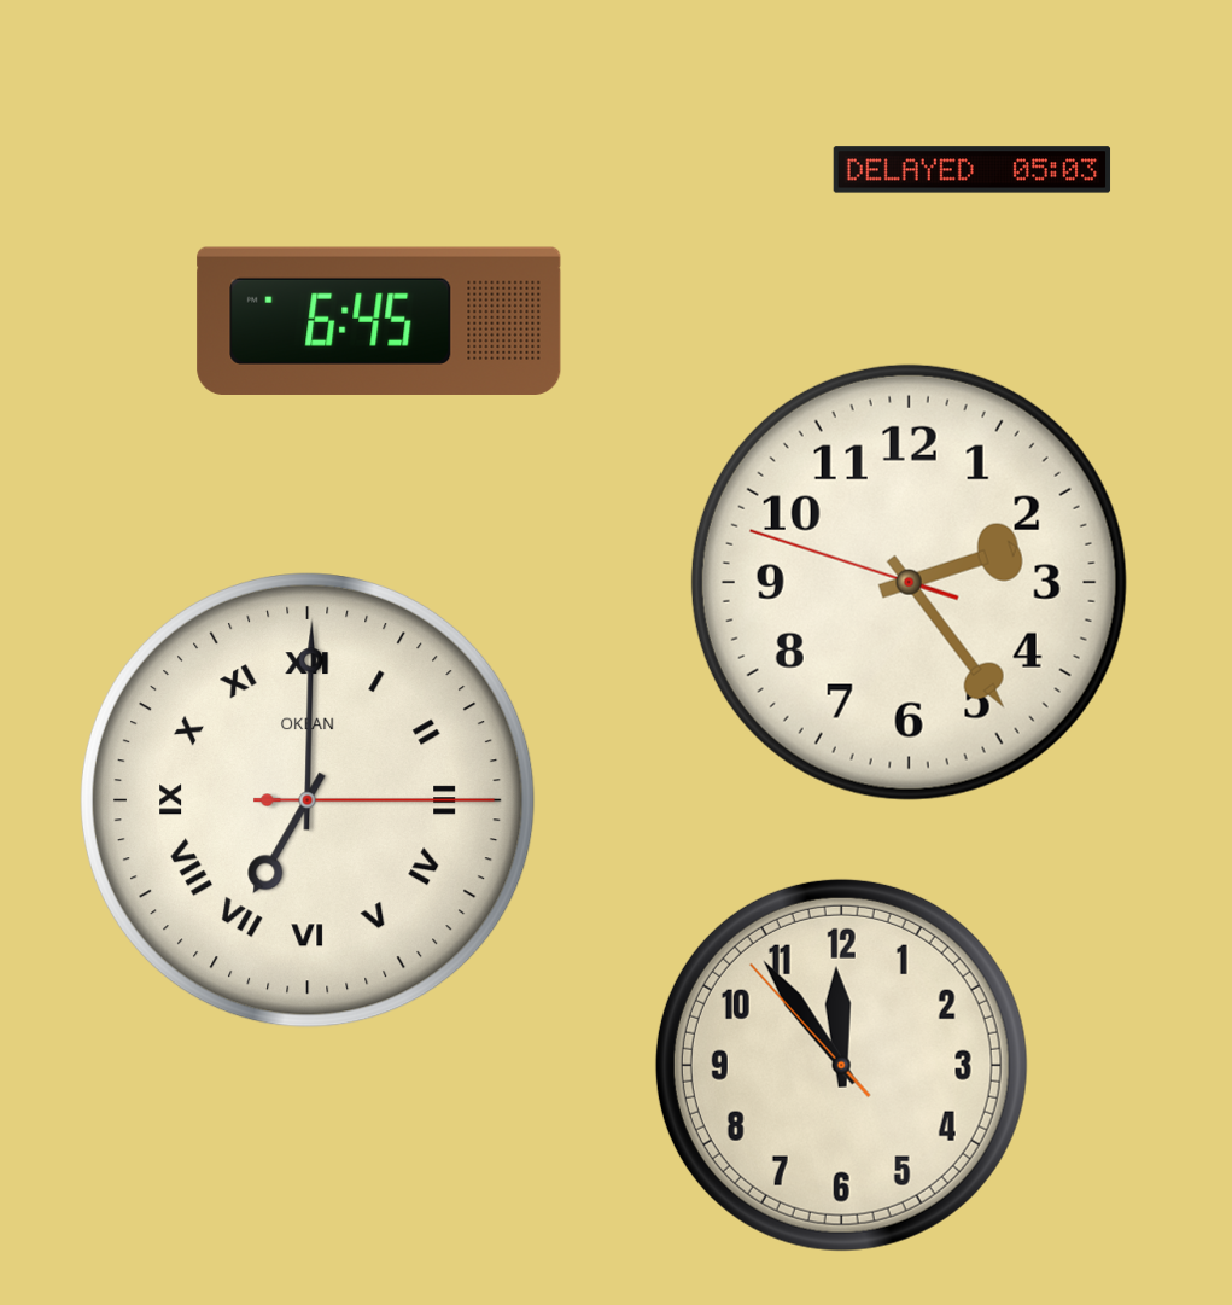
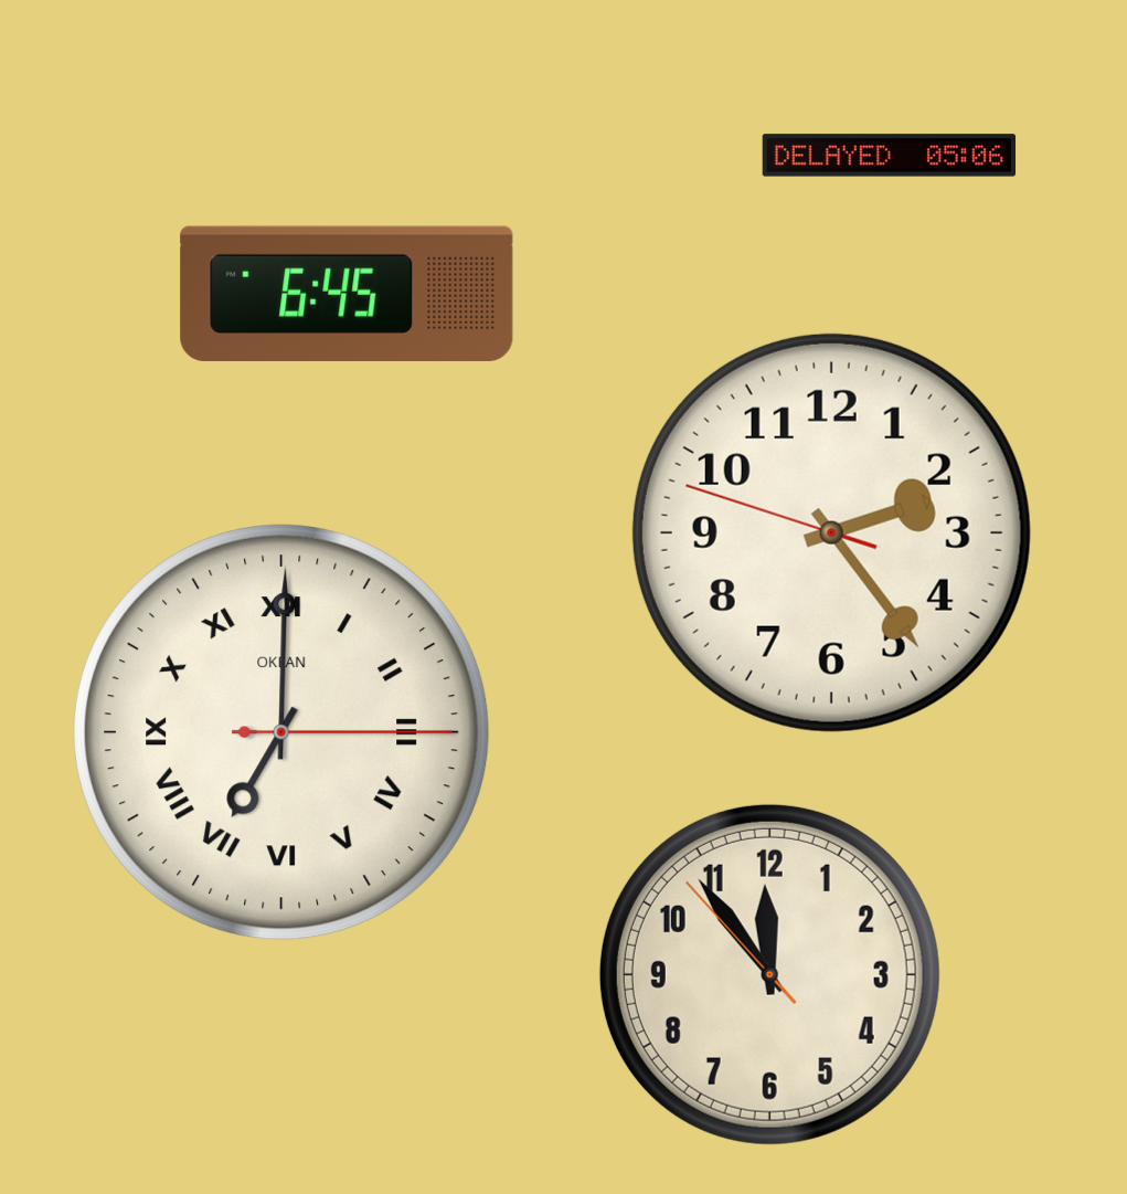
clock at (973, 170): 05:03 -> 05:06
